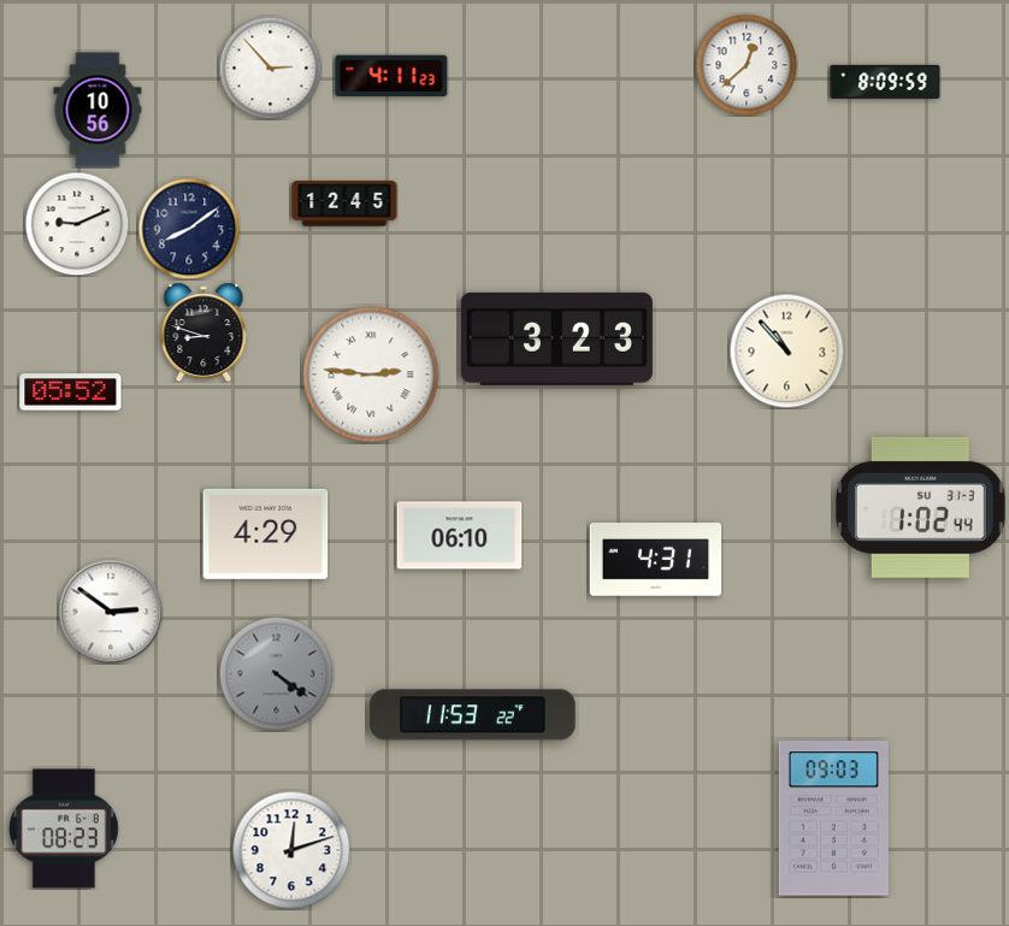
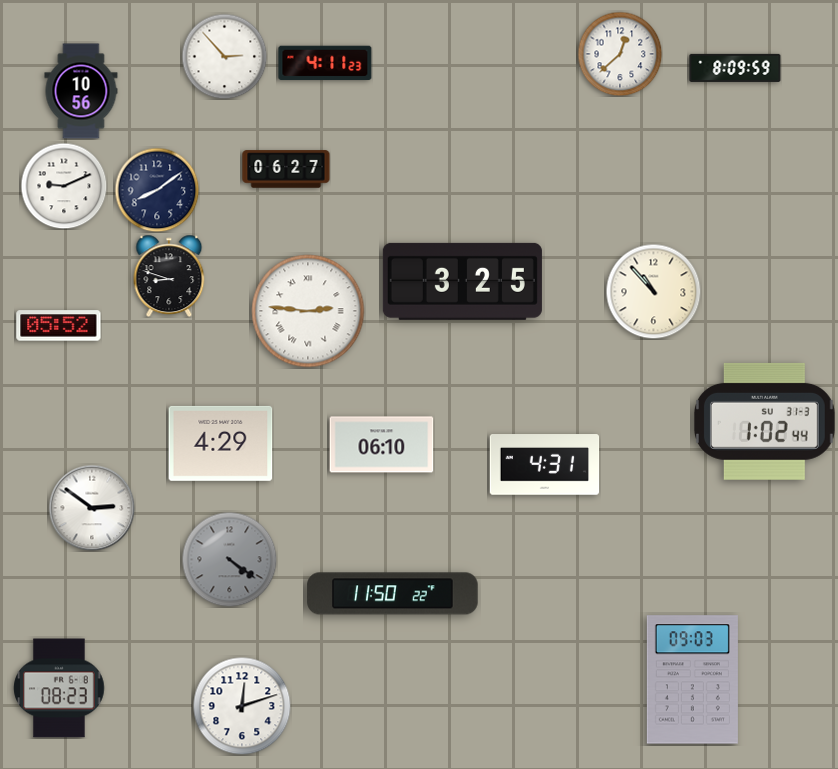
clock at (344, 204): 12:45 -> 06:27
clock at (556, 338): 3:23 -> 3:25
clock at (473, 715): 11:53 -> 11:50
clock at (64, 828) position: (64, 828) -> (59, 688)
